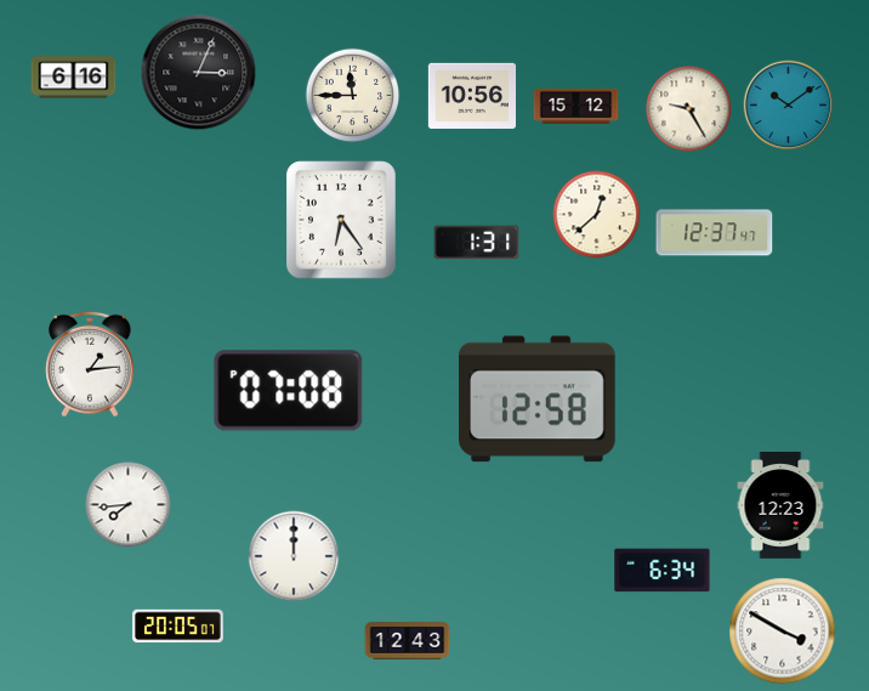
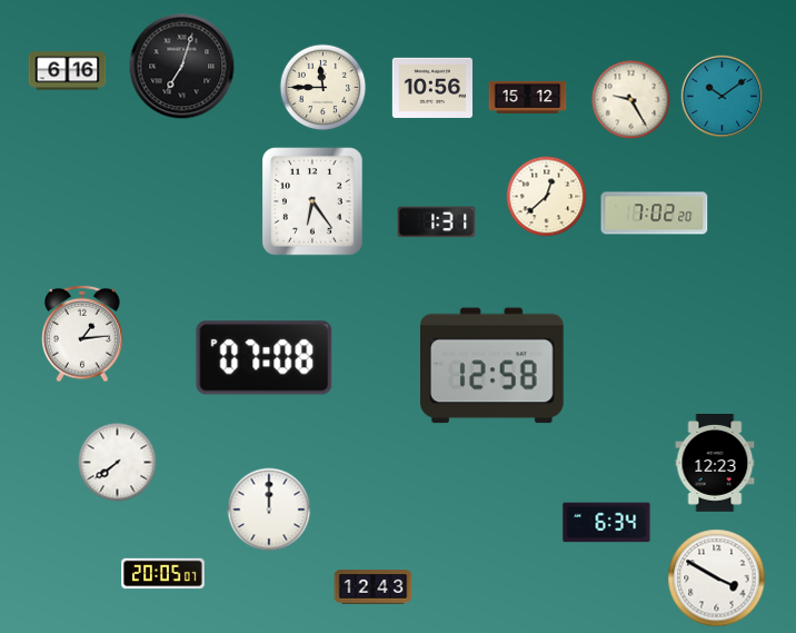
clock at (199, 73): 3:04 -> 7:03
clock at (715, 233): 12:37 -> 7:02
clock at (129, 505): 7:44 -> 7:39
